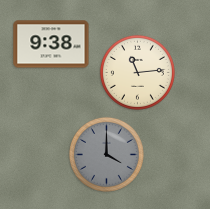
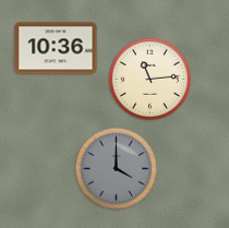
clock at (51, 44): 9:38 -> 10:36
